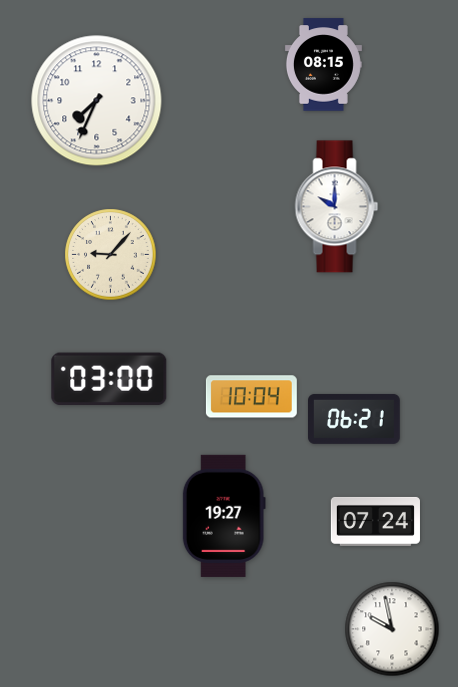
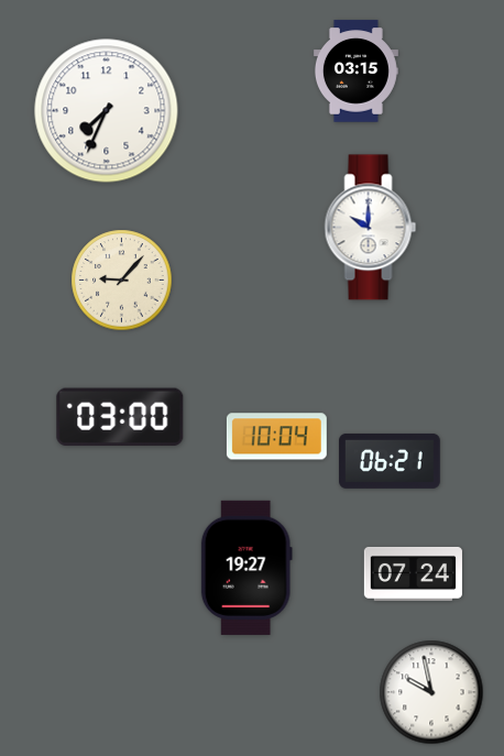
clock at (323, 65): 08:15 -> 03:15
